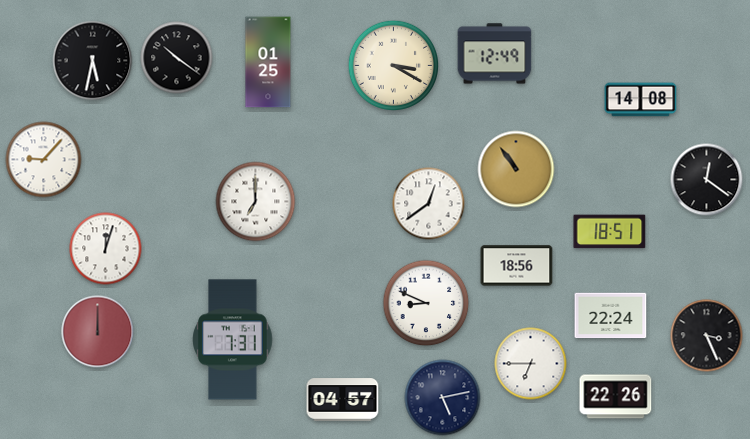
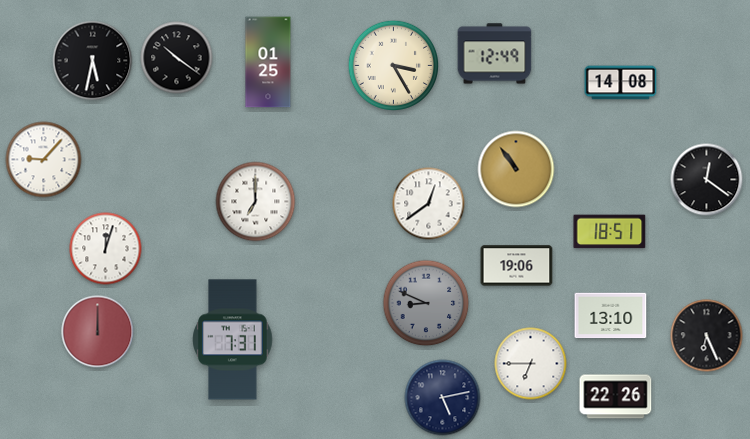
clock at (394, 66): 3:20 -> 3:25
clock at (641, 100) position: (641, 100) -> (621, 83)
clock at (517, 266): 18:56 -> 19:06
clock at (426, 303) dial: white -> grey
clock at (611, 316): 22:24 -> 13:10
clock at (707, 336): 3:26 -> 6:26
clock at (343, 400): 04:57 -> none
